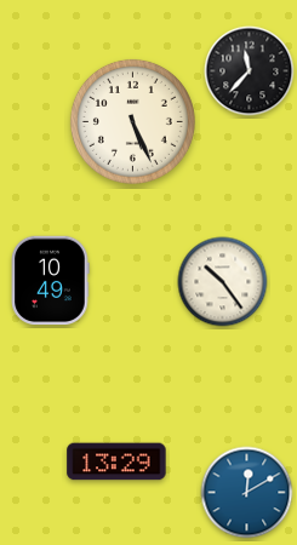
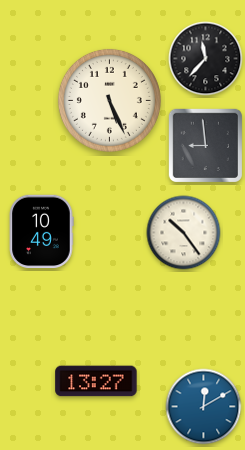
clock at (205, 145): none -> 8:59
clock at (116, 461): 13:29 -> 13:27
